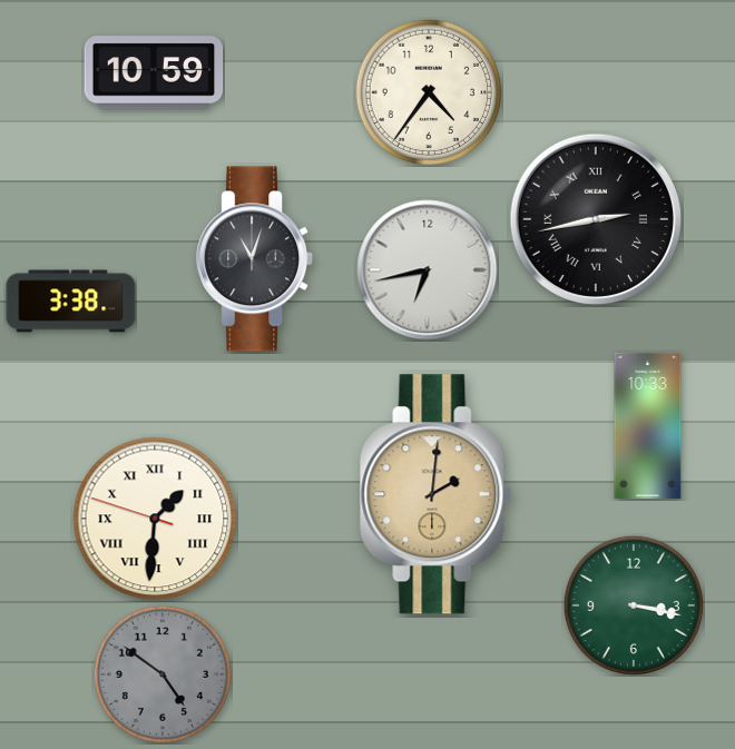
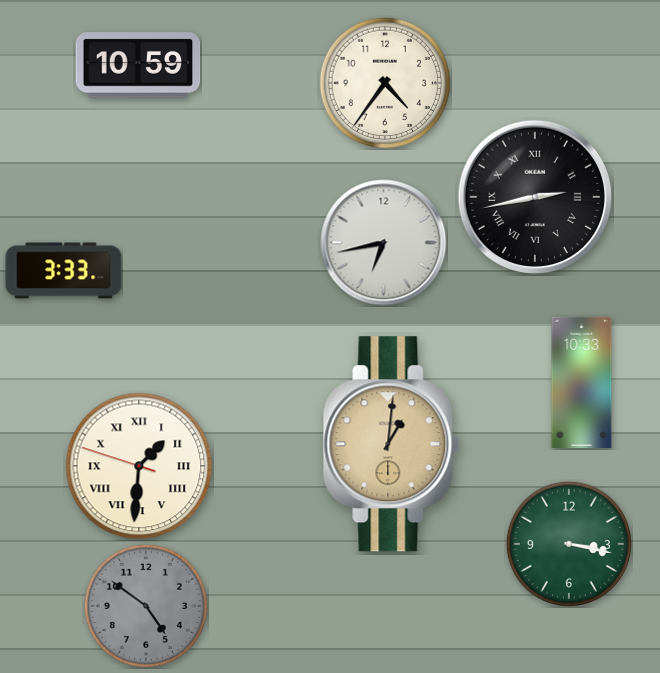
clock at (255, 259): 11:03 -> none
clock at (71, 302): 3:38 -> 3:33
clock at (435, 494): 2:01 -> 1:01
